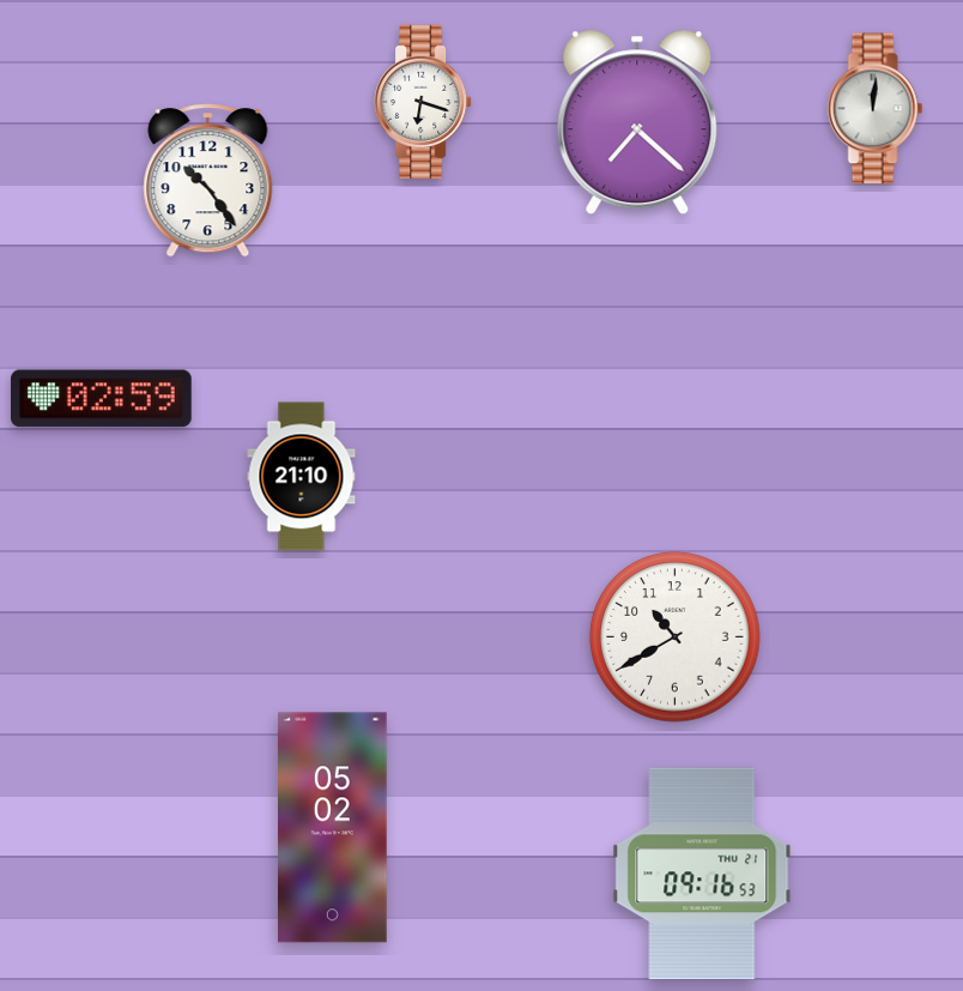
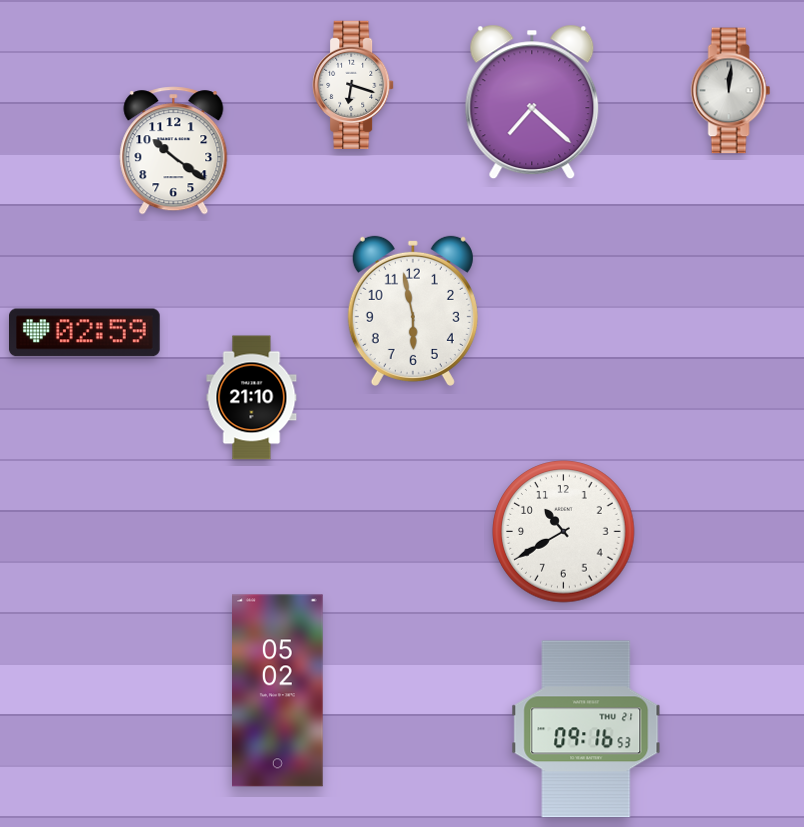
clock at (208, 181): 10:24 -> 10:21
clock at (413, 311): none -> 5:58
